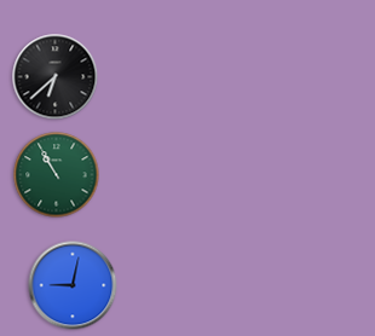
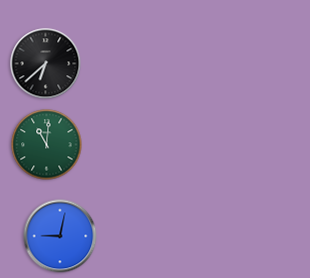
clock at (57, 175): 10:55 -> 11:01
